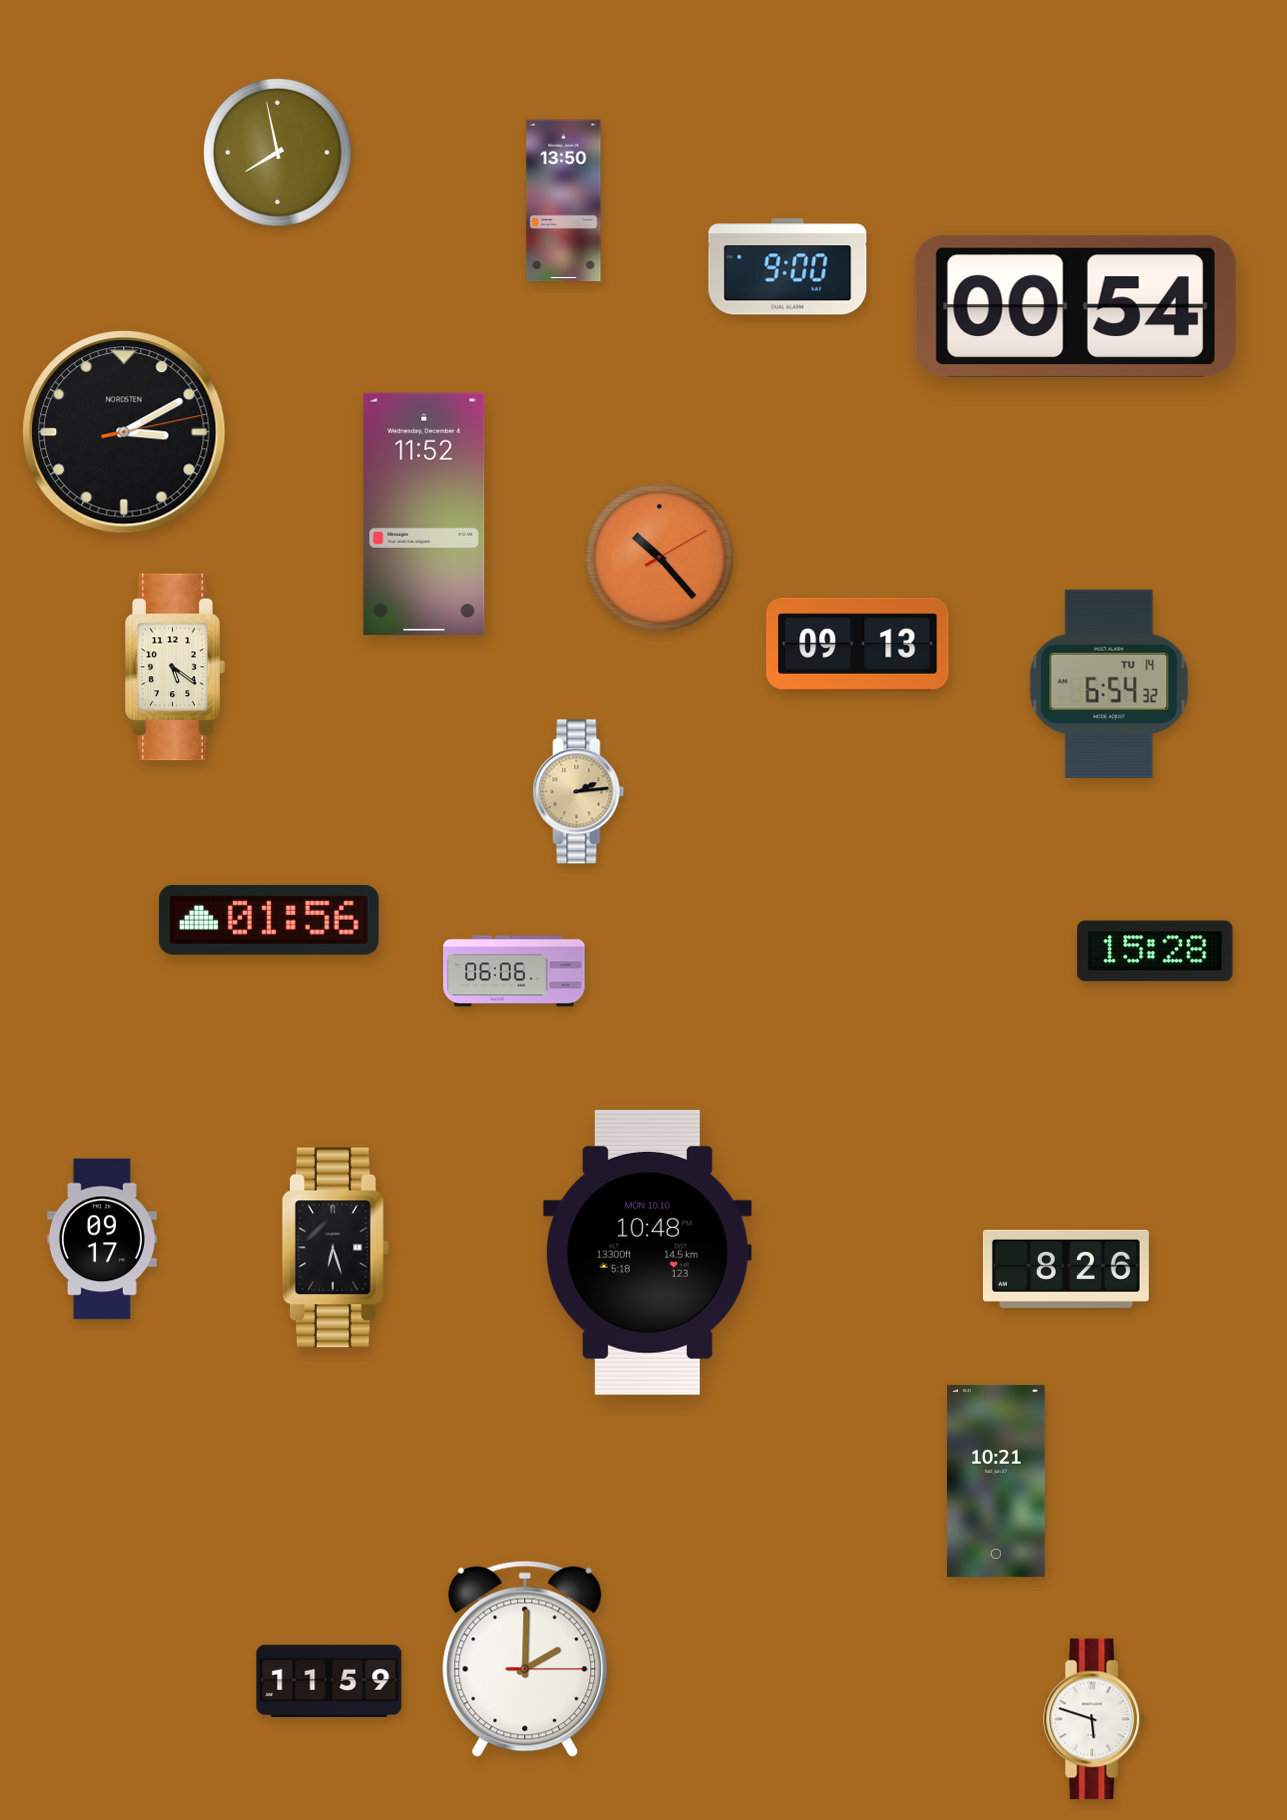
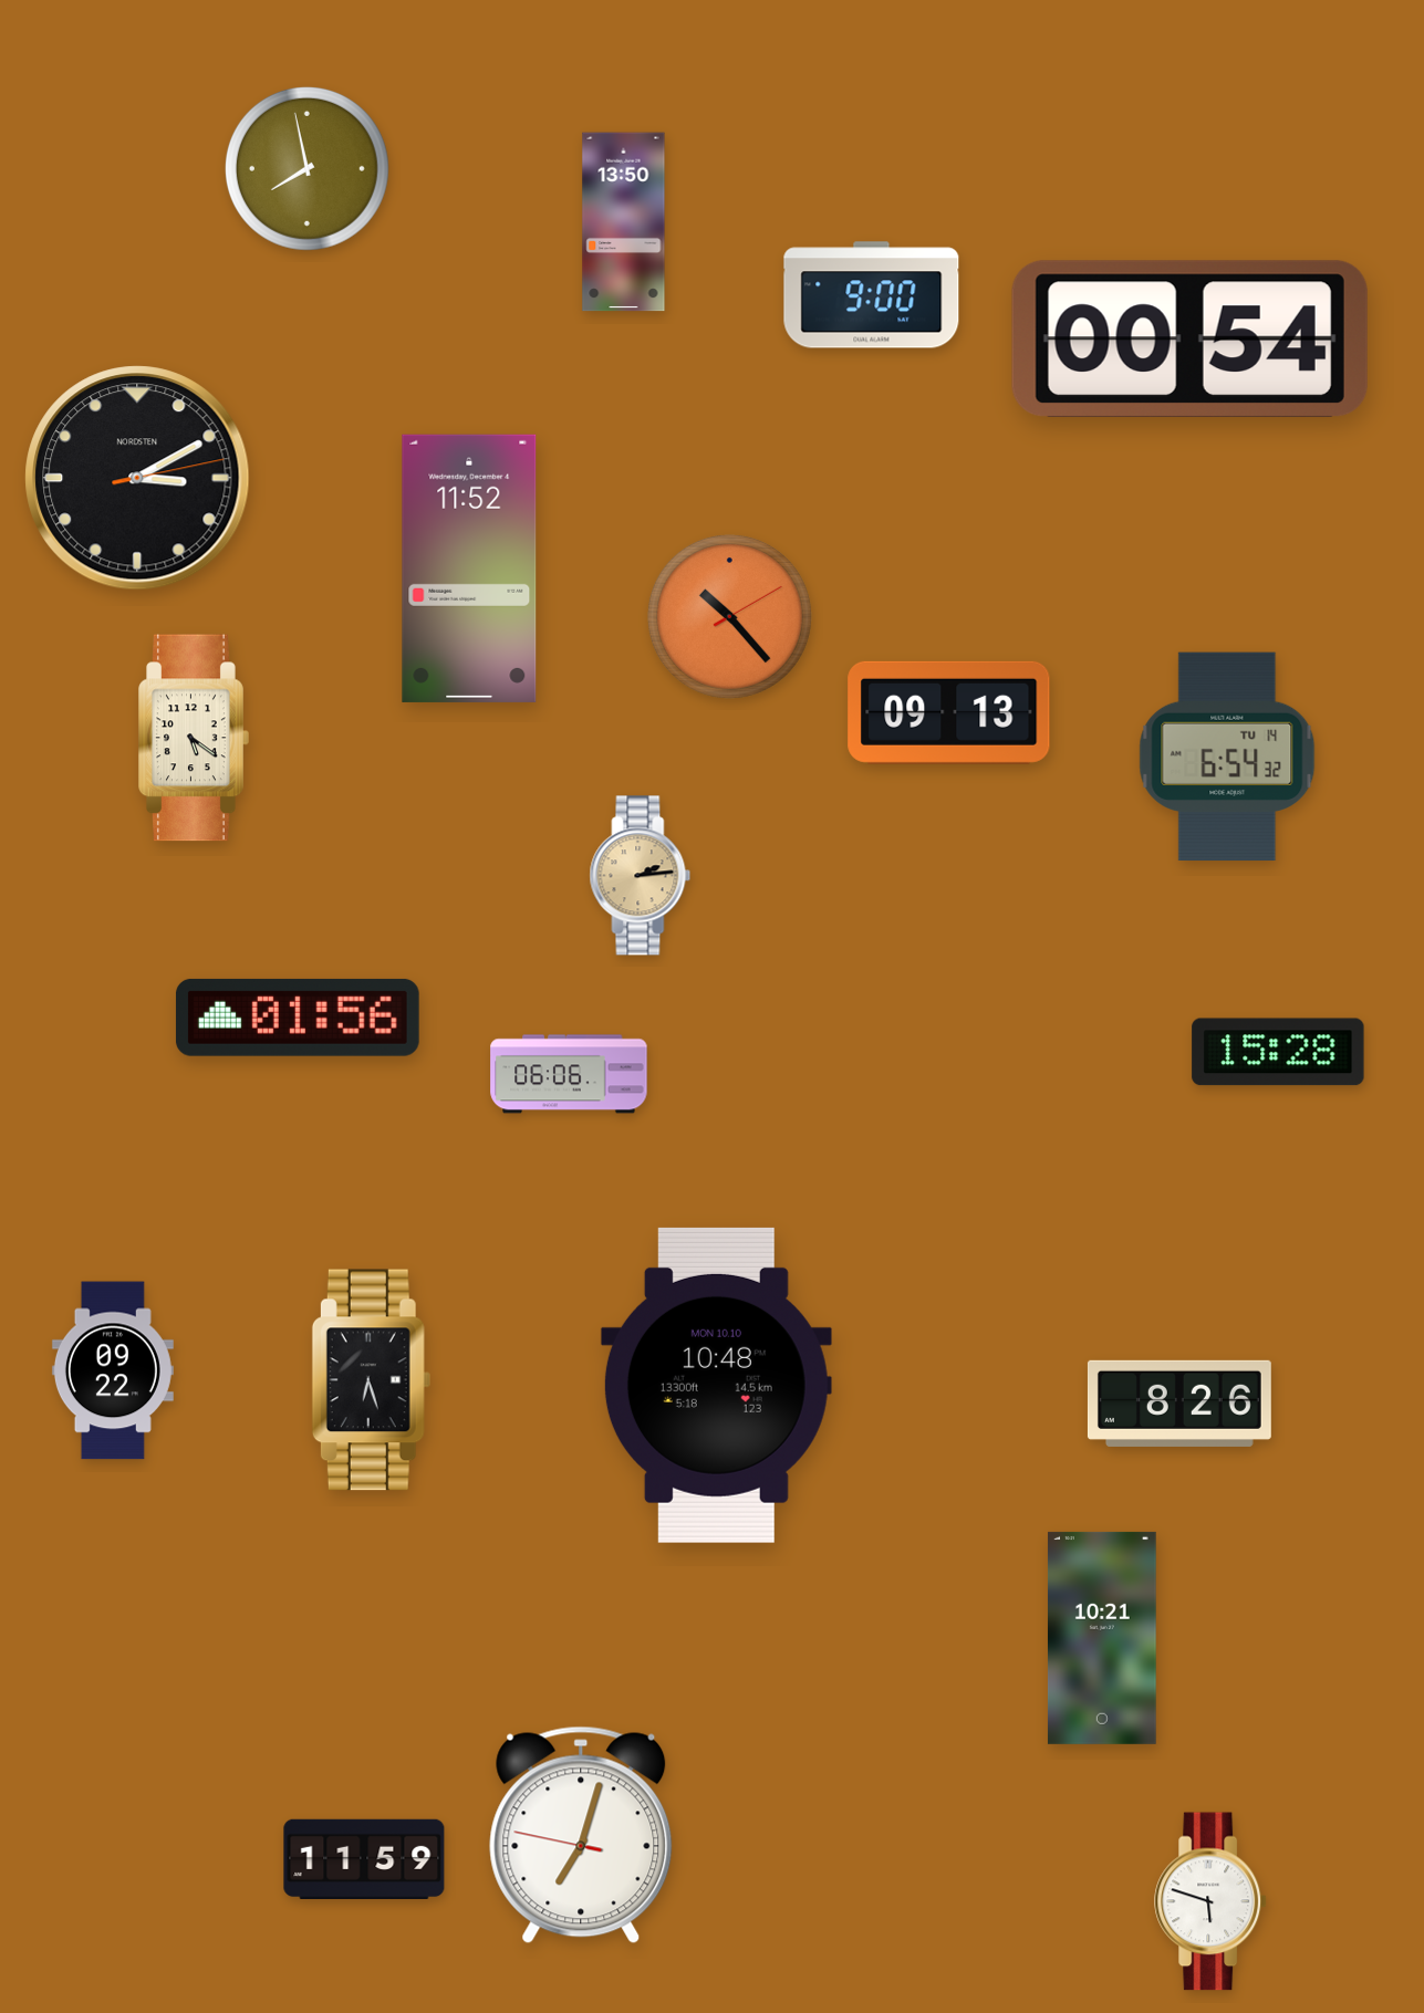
clock at (102, 1239): 09:17 -> 09:22
clock at (525, 1659): 2:00 -> 7:02
